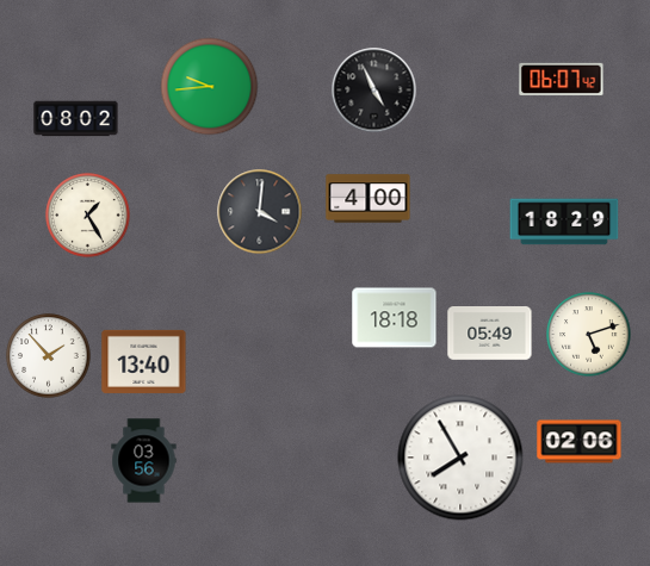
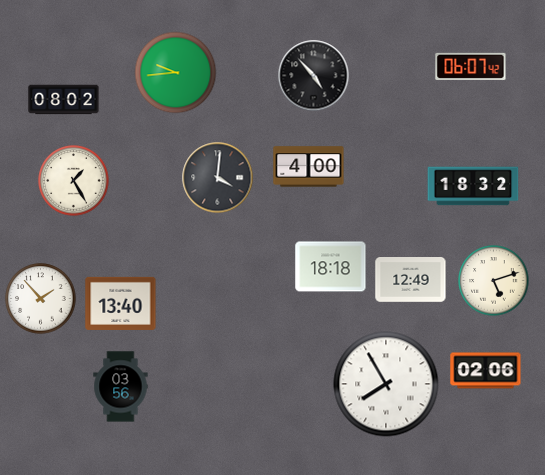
clock at (374, 91): 4:56 -> 4:53
clock at (564, 222): 18:29 -> 18:32
clock at (490, 334): 05:49 -> 12:49
